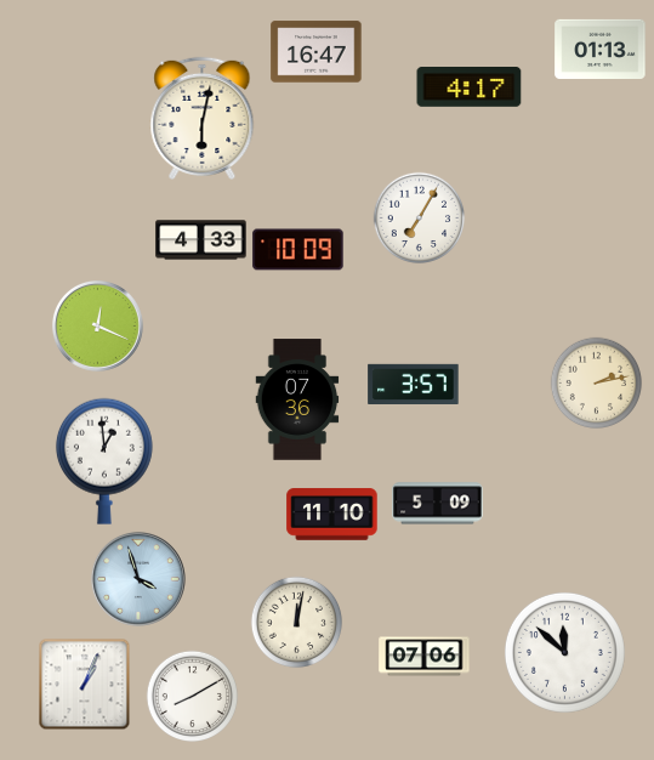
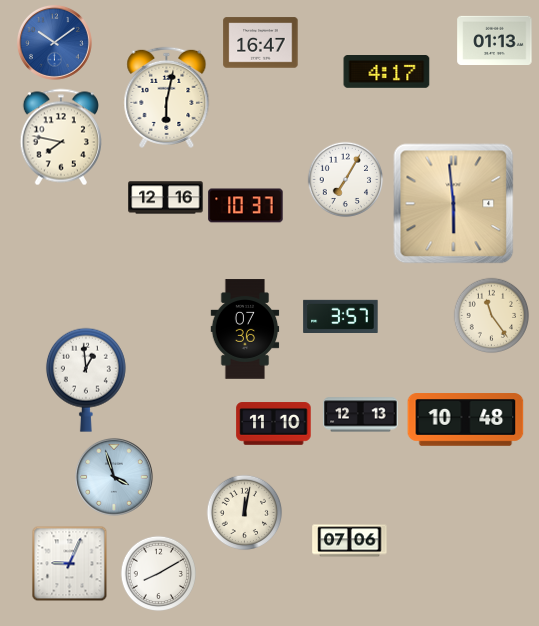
clock at (54, 42): none -> 10:09
clock at (61, 137): none -> 7:47
clock at (201, 240): 4:33 -> 12:16
clock at (454, 204): none -> 5:59
clock at (298, 250): 10:09 -> 10:37
clock at (97, 325): 12:19 -> none
clock at (597, 384): 2:13 -> 11:24
clock at (438, 504): 5:09 -> 12:13
clock at (466, 420): none -> 10:48
clock at (564, 652): 11:52 -> none
clock at (85, 685): 1:04 -> 9:04
